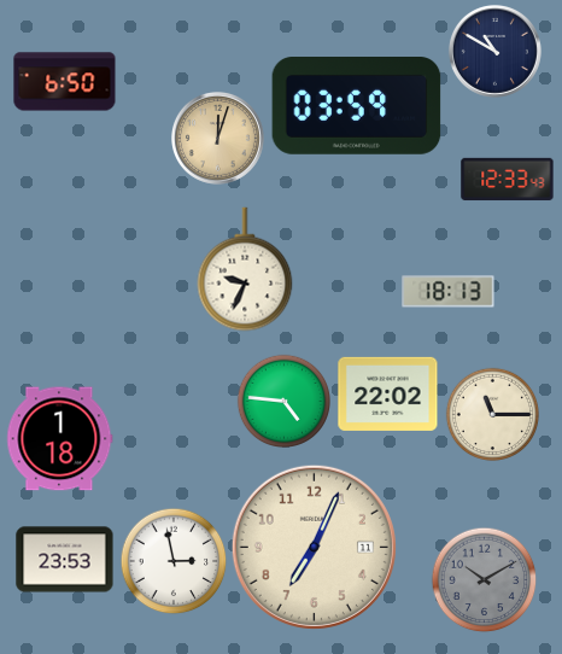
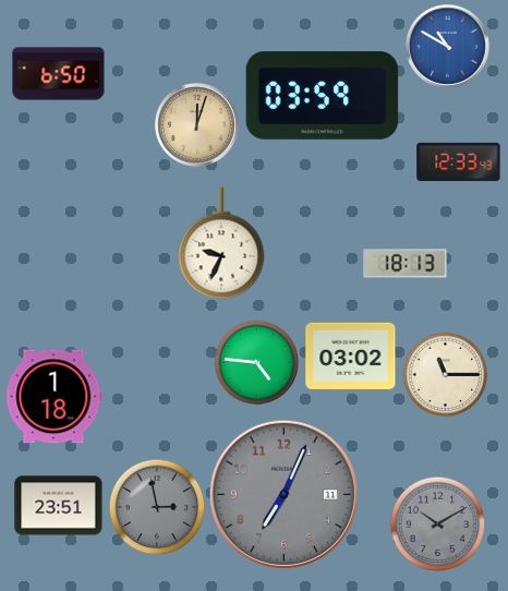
clock at (494, 51) dial: navy -> blue
clock at (388, 393): 22:02 -> 03:02
clock at (314, 547) dial: cream -> grey
clock at (65, 560): 23:53 -> 23:51
clock at (174, 561) dial: white -> grey
